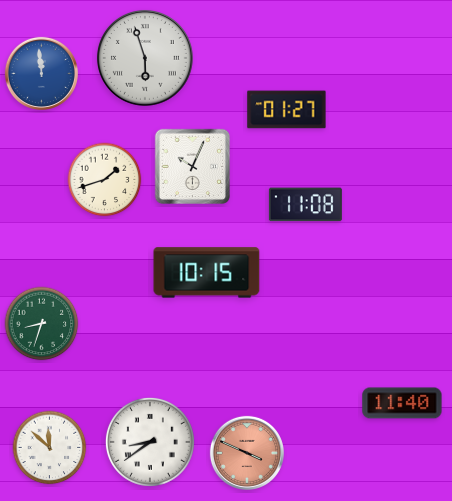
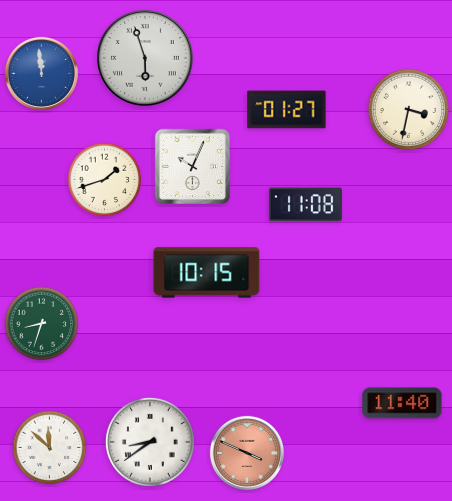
clock at (409, 110): none -> 3:32
